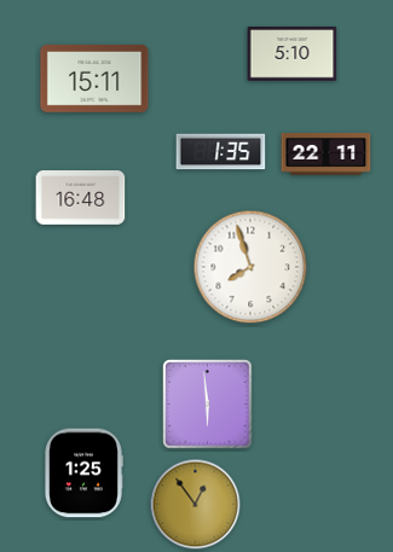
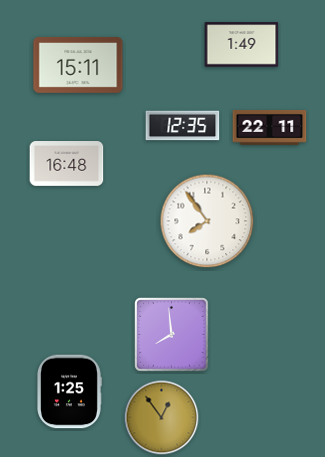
clock at (293, 54): 5:10 -> 1:49
clock at (221, 152): 1:35 -> 12:35
clock at (250, 267): 7:57 -> 7:54
clock at (208, 405): 5:59 -> 7:59
